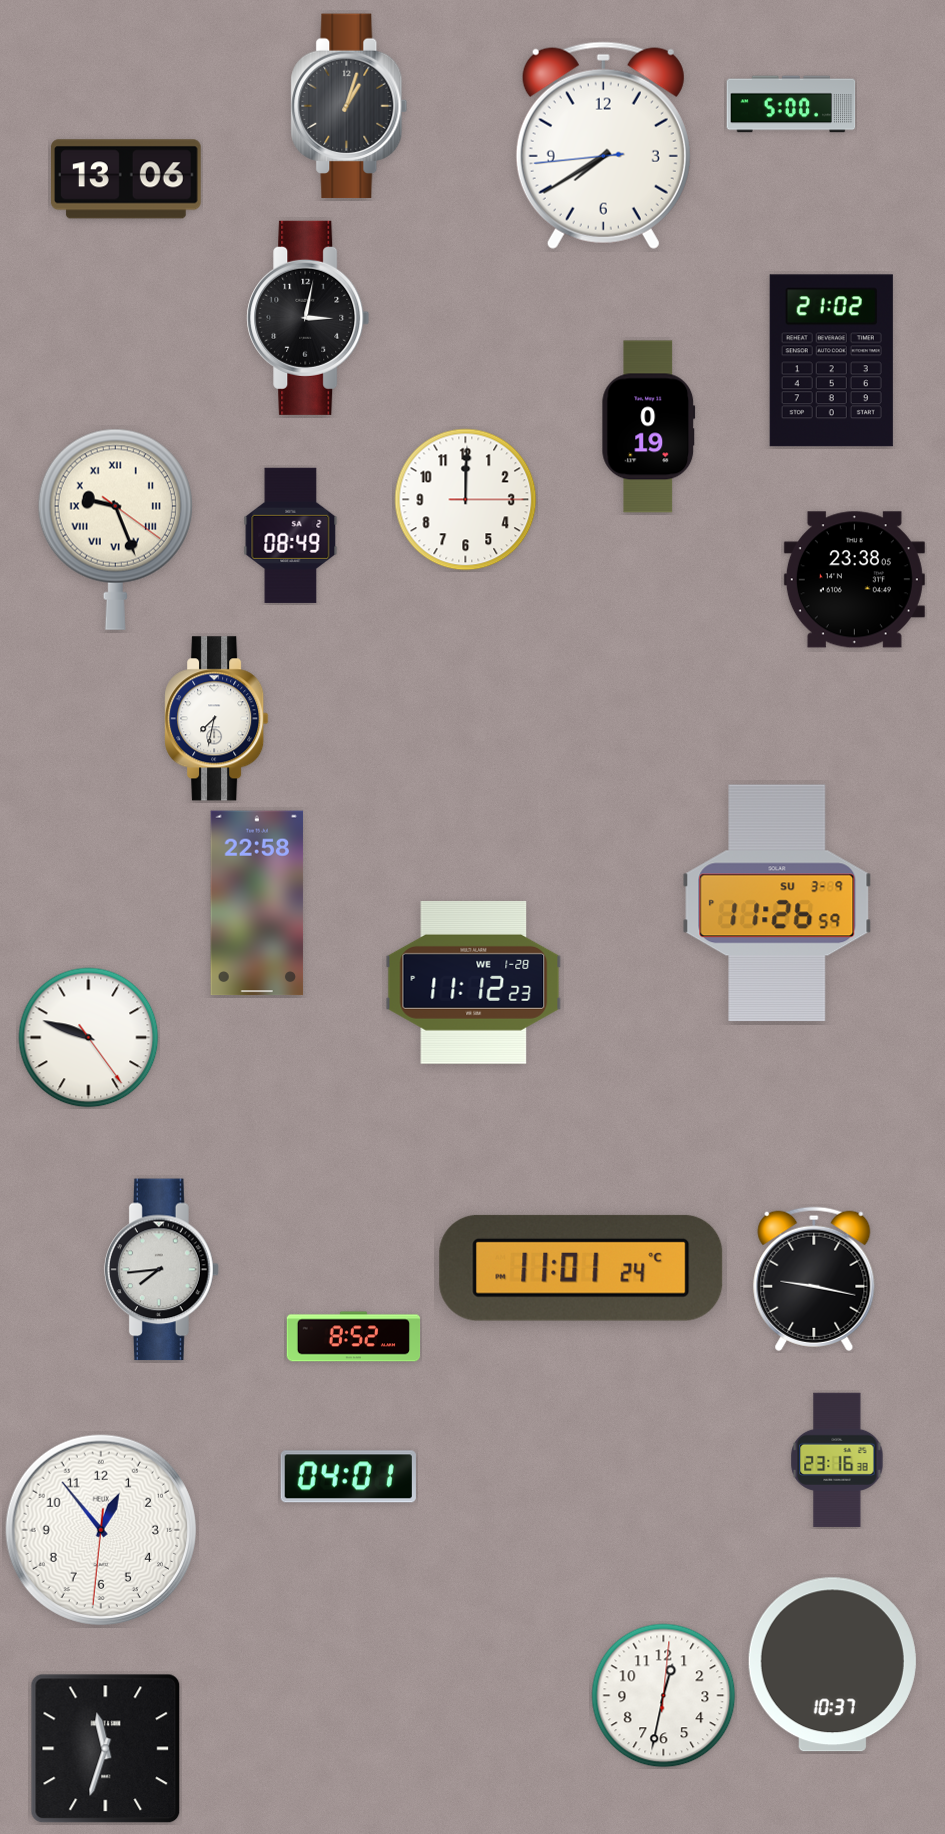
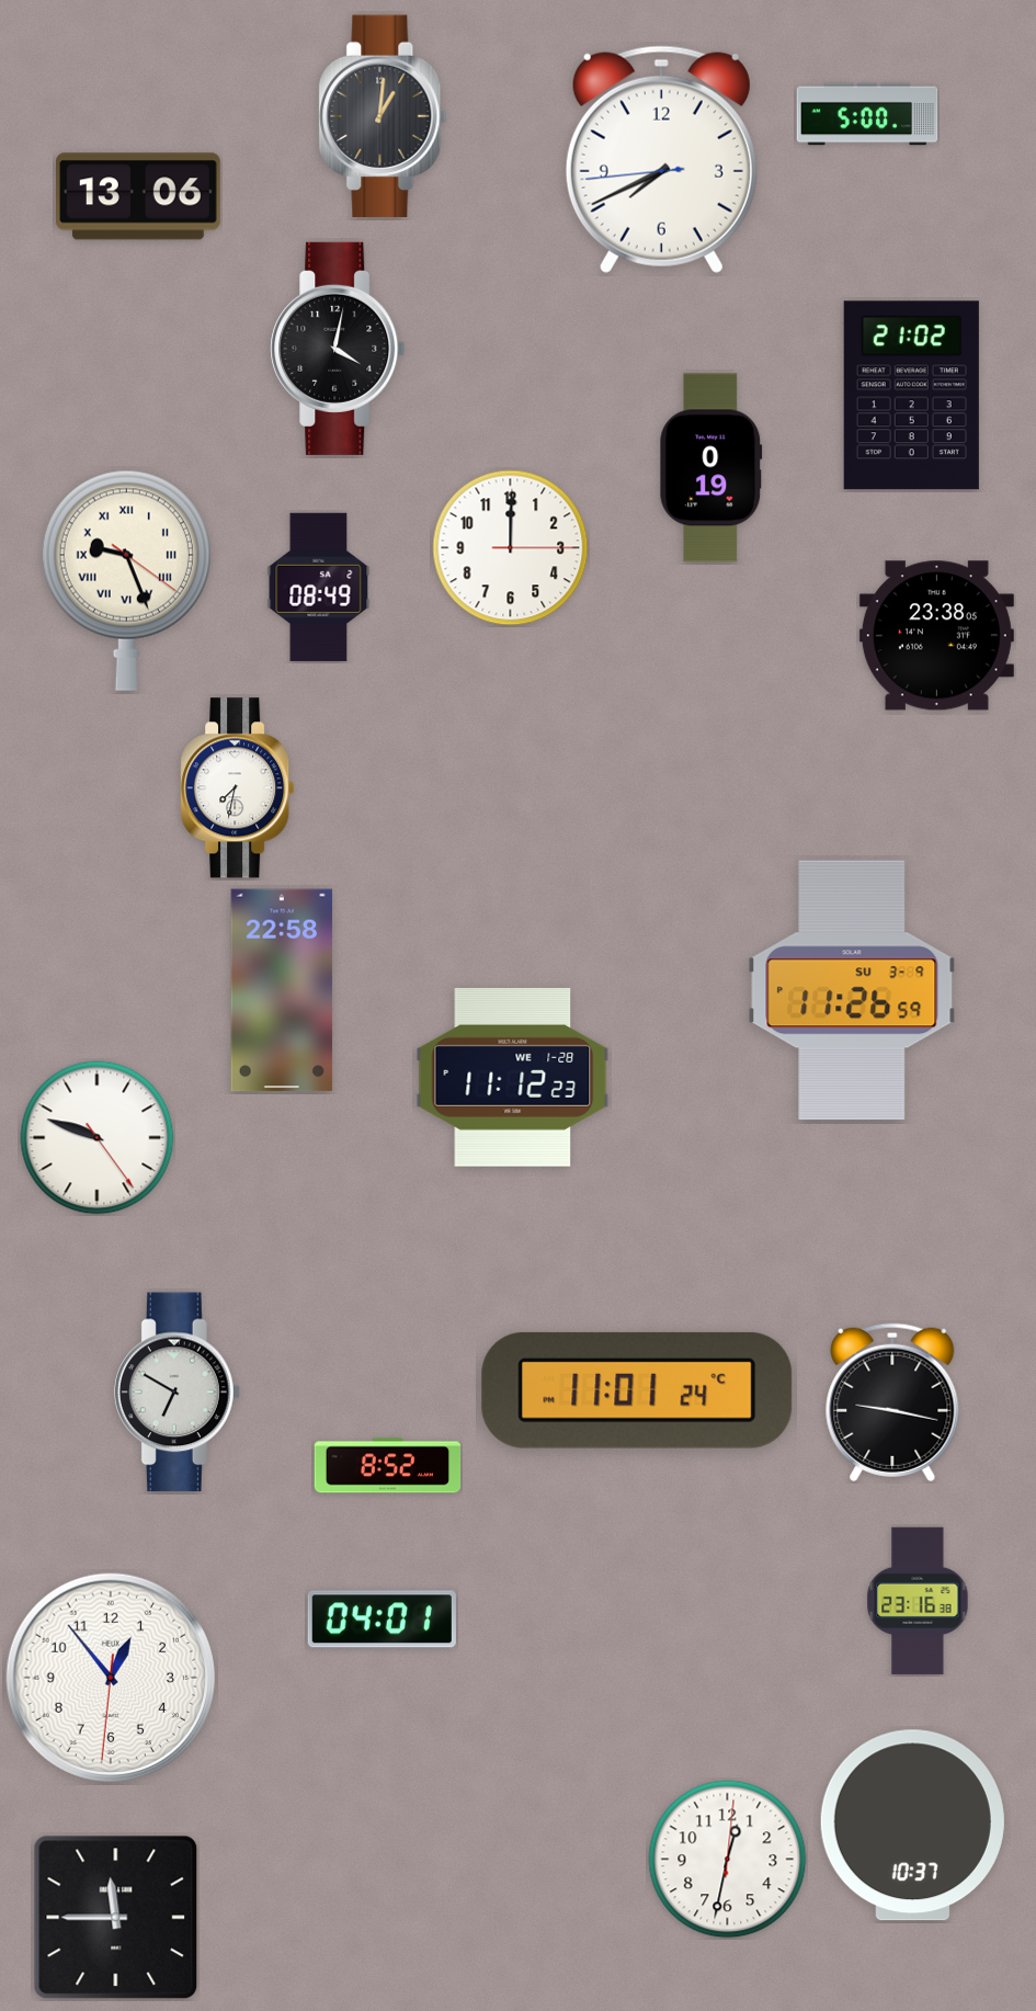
clock at (349, 106): 1:03 -> 1:01
clock at (603, 145): 7:39 -> 7:40
clock at (308, 318): 3:02 -> 4:02
clock at (474, 982) position: (474, 982) -> (513, 1077)
clock at (162, 1270): 7:44 -> 6:50
clock at (106, 1749): 11:33 -> 11:45
